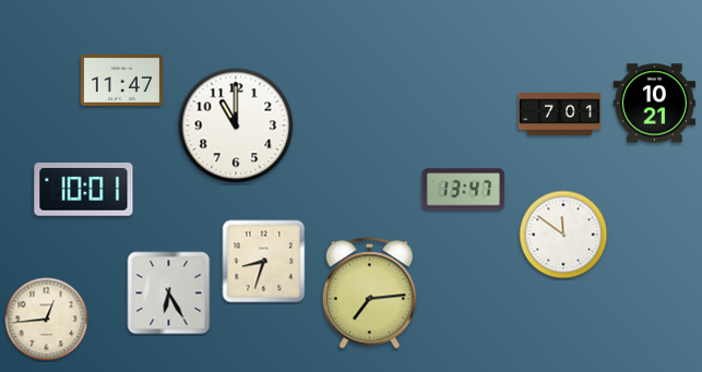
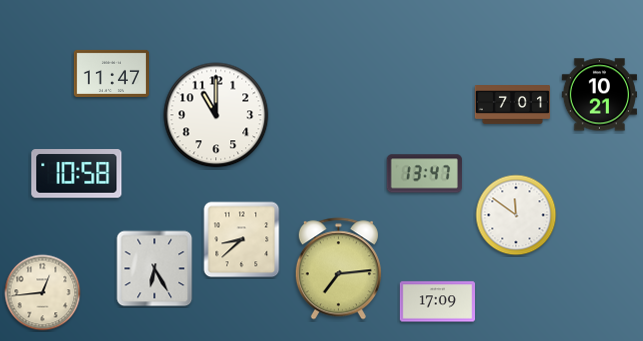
clock at (84, 190): 10:01 -> 10:58
clock at (264, 262): 8:33 -> 8:38
clock at (437, 302): none -> 17:09
